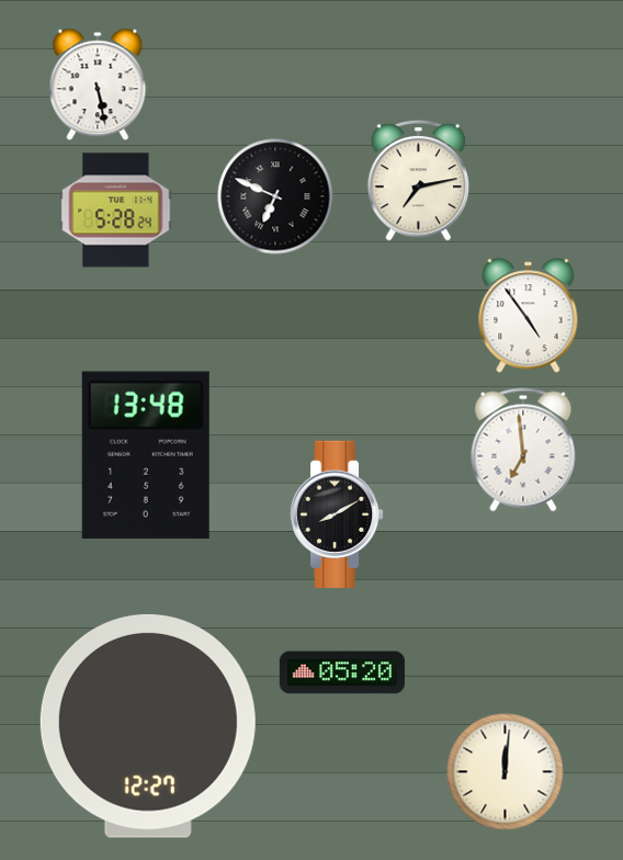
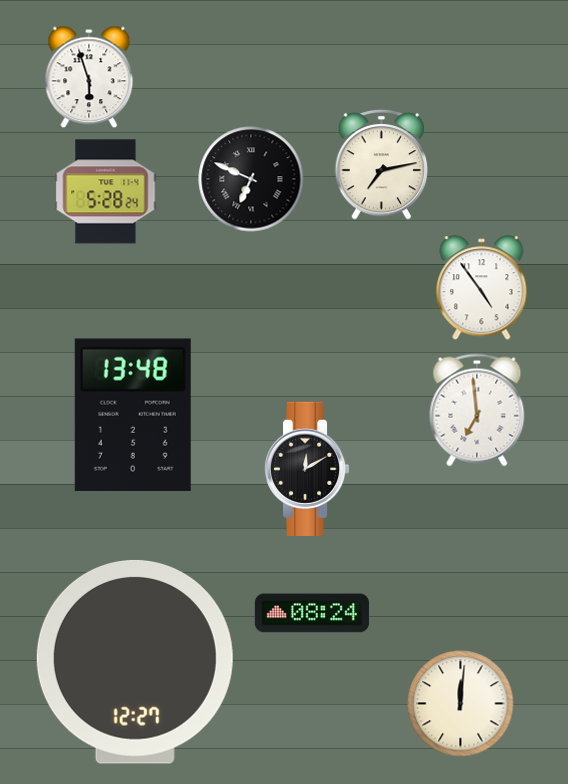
clock at (98, 84): 5:28 -> 5:57
clock at (337, 514): 8:10 -> 12:10
clock at (342, 672): 05:20 -> 08:24
